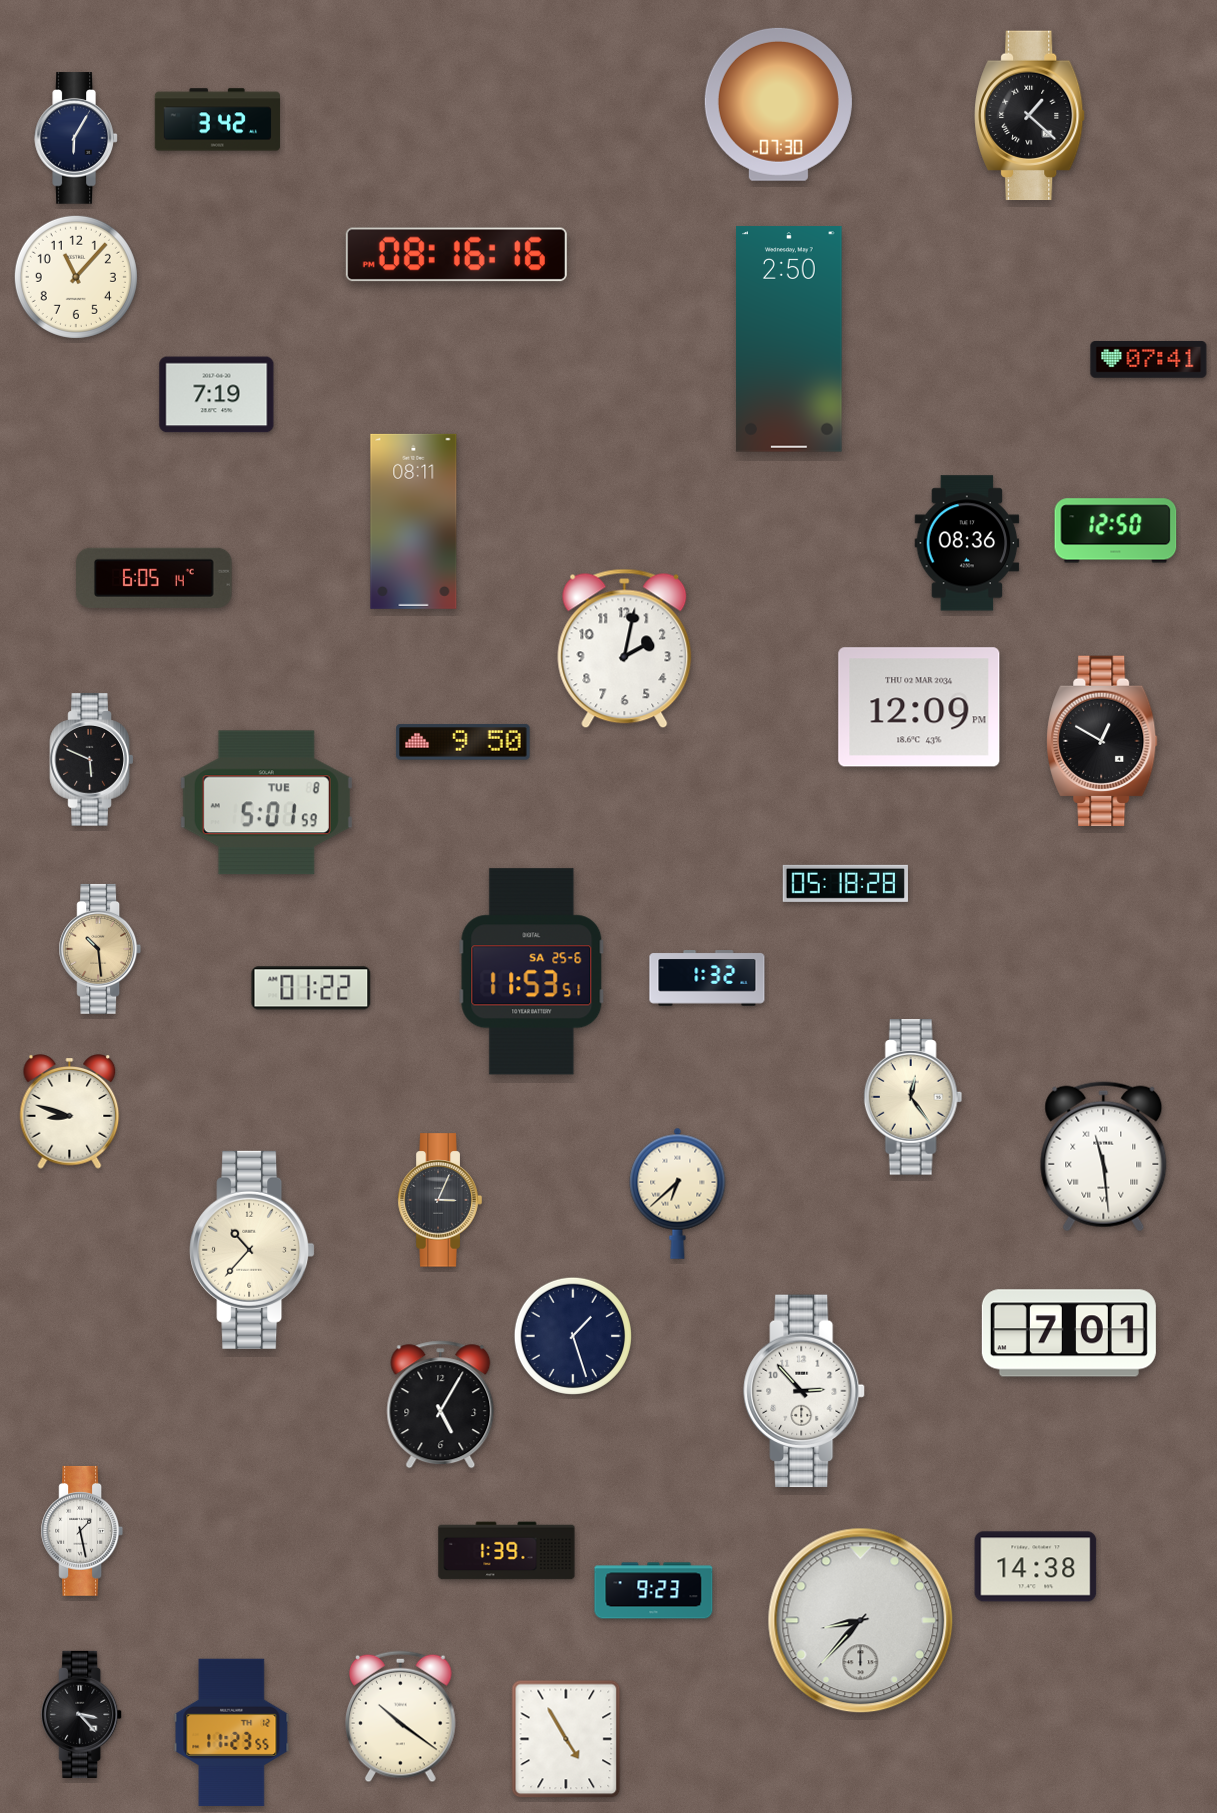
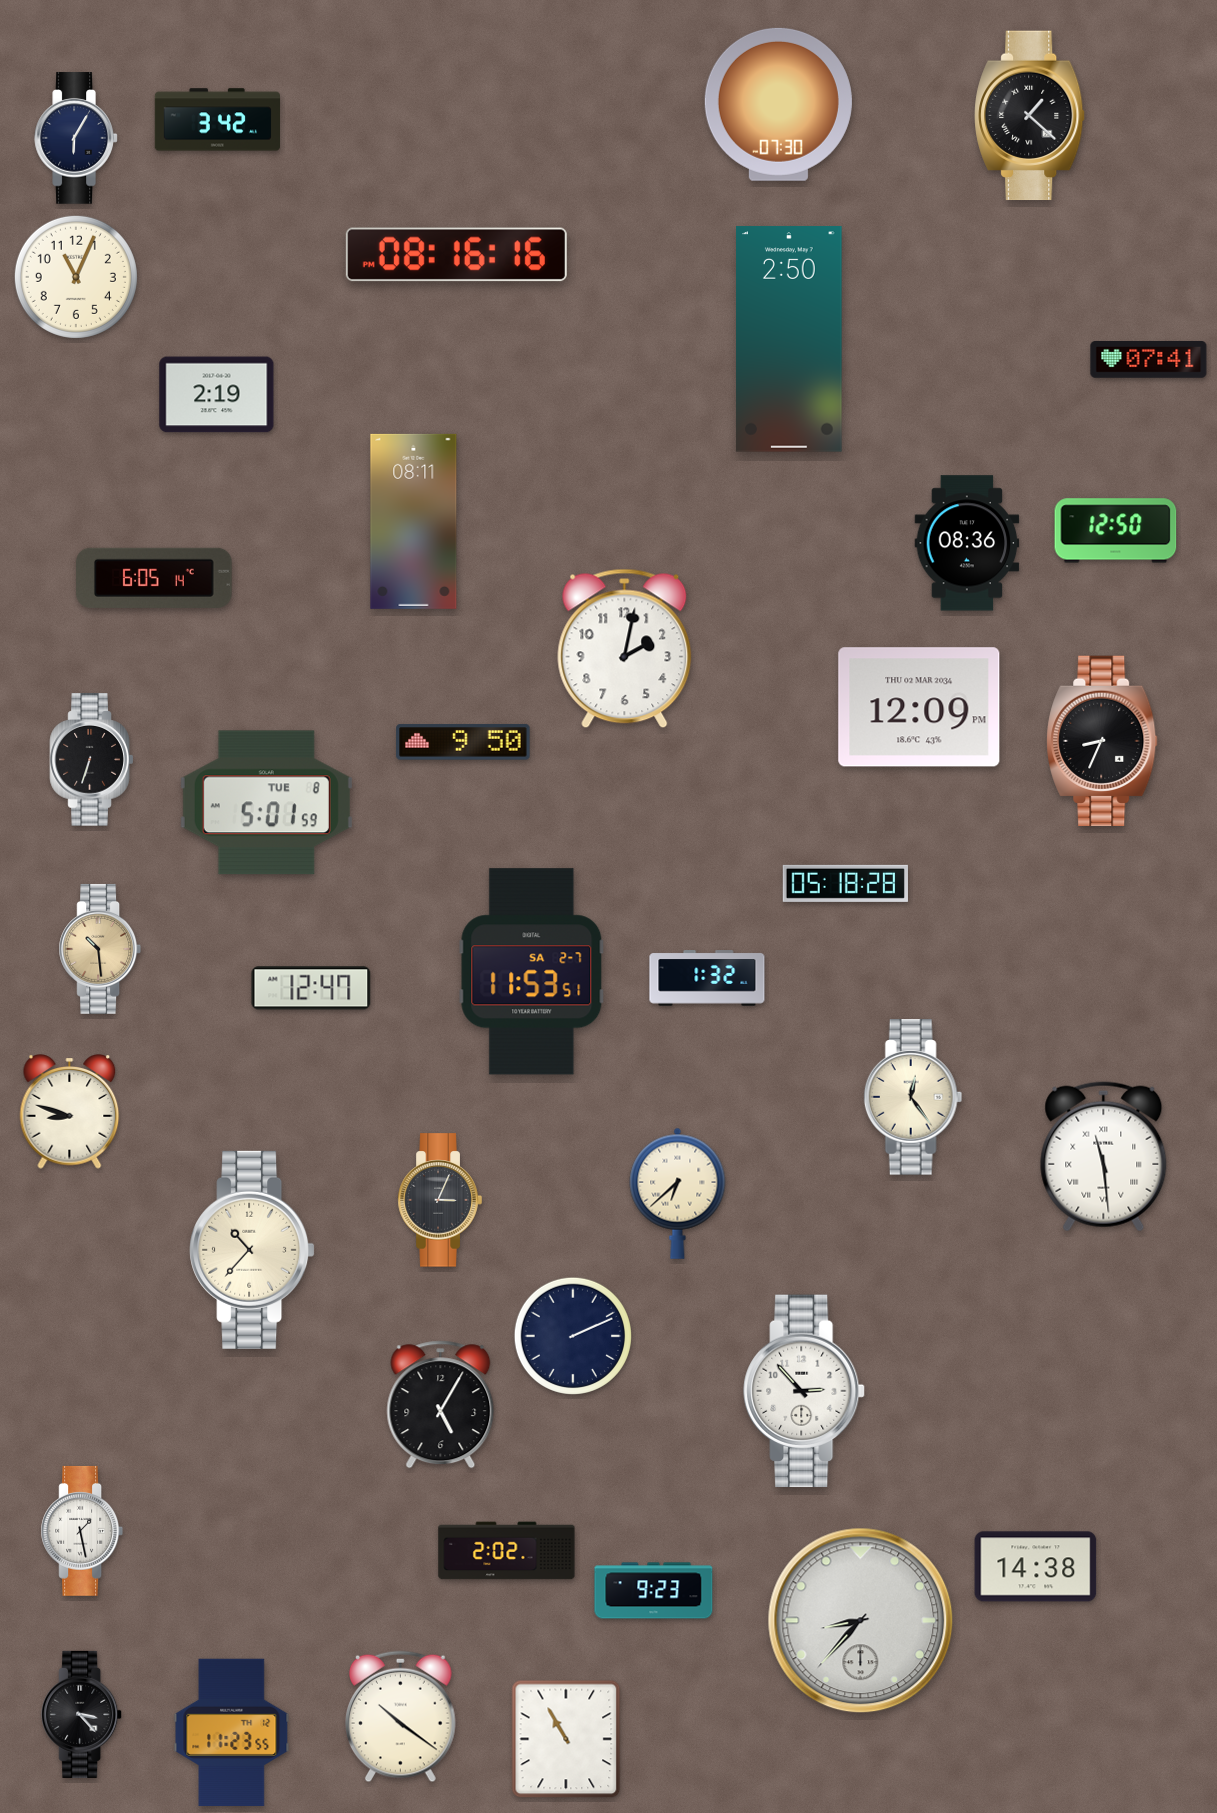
clock at (76, 277): 11:07 -> 11:04
clock at (217, 395): 7:19 -> 2:19
clock at (1102, 740): 12:50 -> 8:34
clock at (92, 760): 5:49 -> 6:33
clock at (532, 972) date: SA 25-6 -> SA 2-7
clock at (311, 988): 01:22 -> 12:47
clock at (1069, 1333): 7:01 -> none
clock at (573, 1336): 1:27 -> 2:11
clock at (507, 1551): 1:39 -> 2:02
clock at (566, 1739): 4:55 -> 10:55
